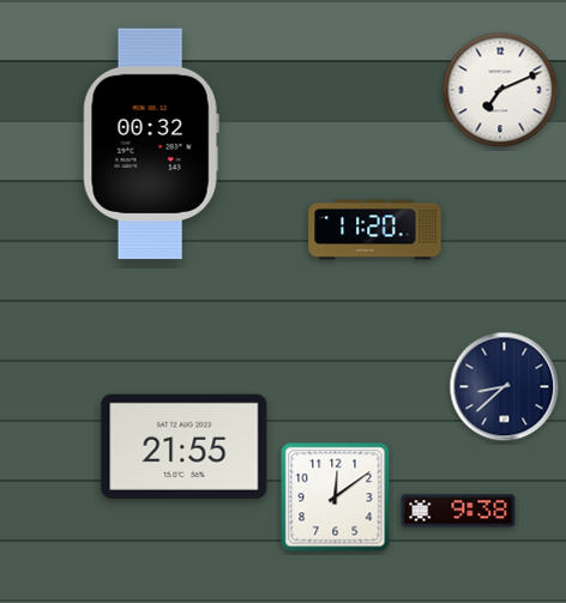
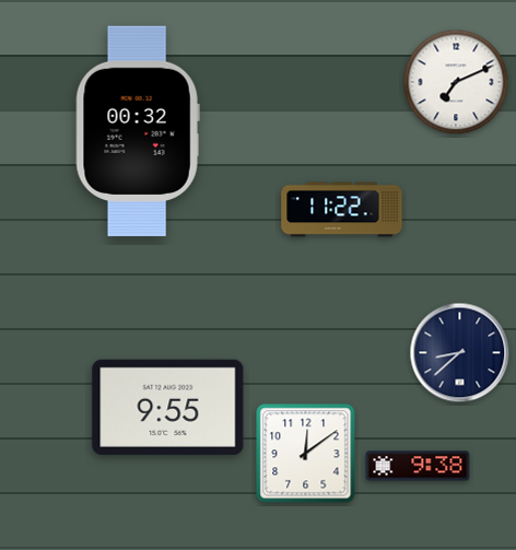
clock at (375, 230): 11:20 -> 11:22
clock at (185, 446): 21:55 -> 9:55
